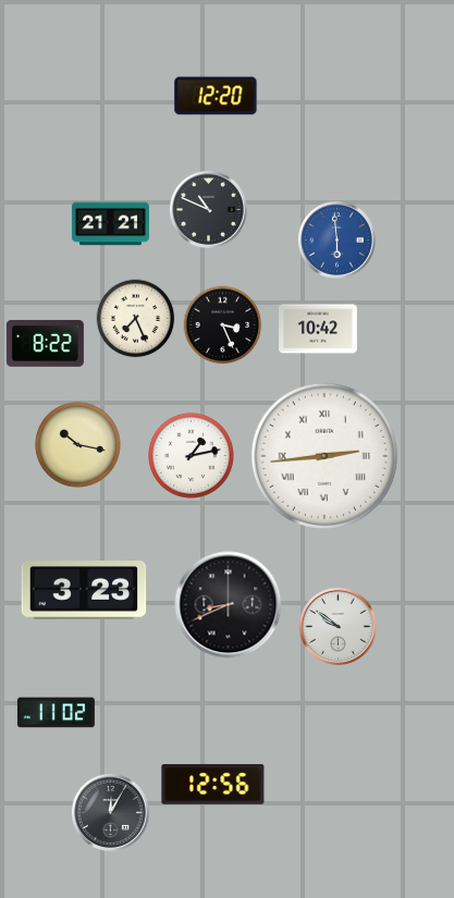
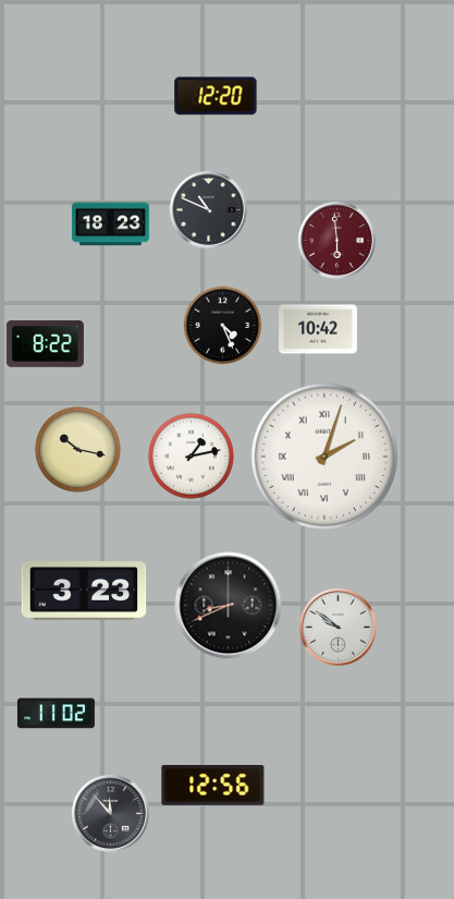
clock at (110, 224): 21:21 -> 18:23
clock at (336, 239) dial: blue -> burgundy
clock at (136, 319): 7:26 -> none
clock at (223, 325): 3:26 -> 4:26
clock at (77, 444) position: (77, 444) -> (77, 449)
clock at (323, 455): 2:44 -> 2:03
clock at (110, 812): 12:05 -> 11:53
